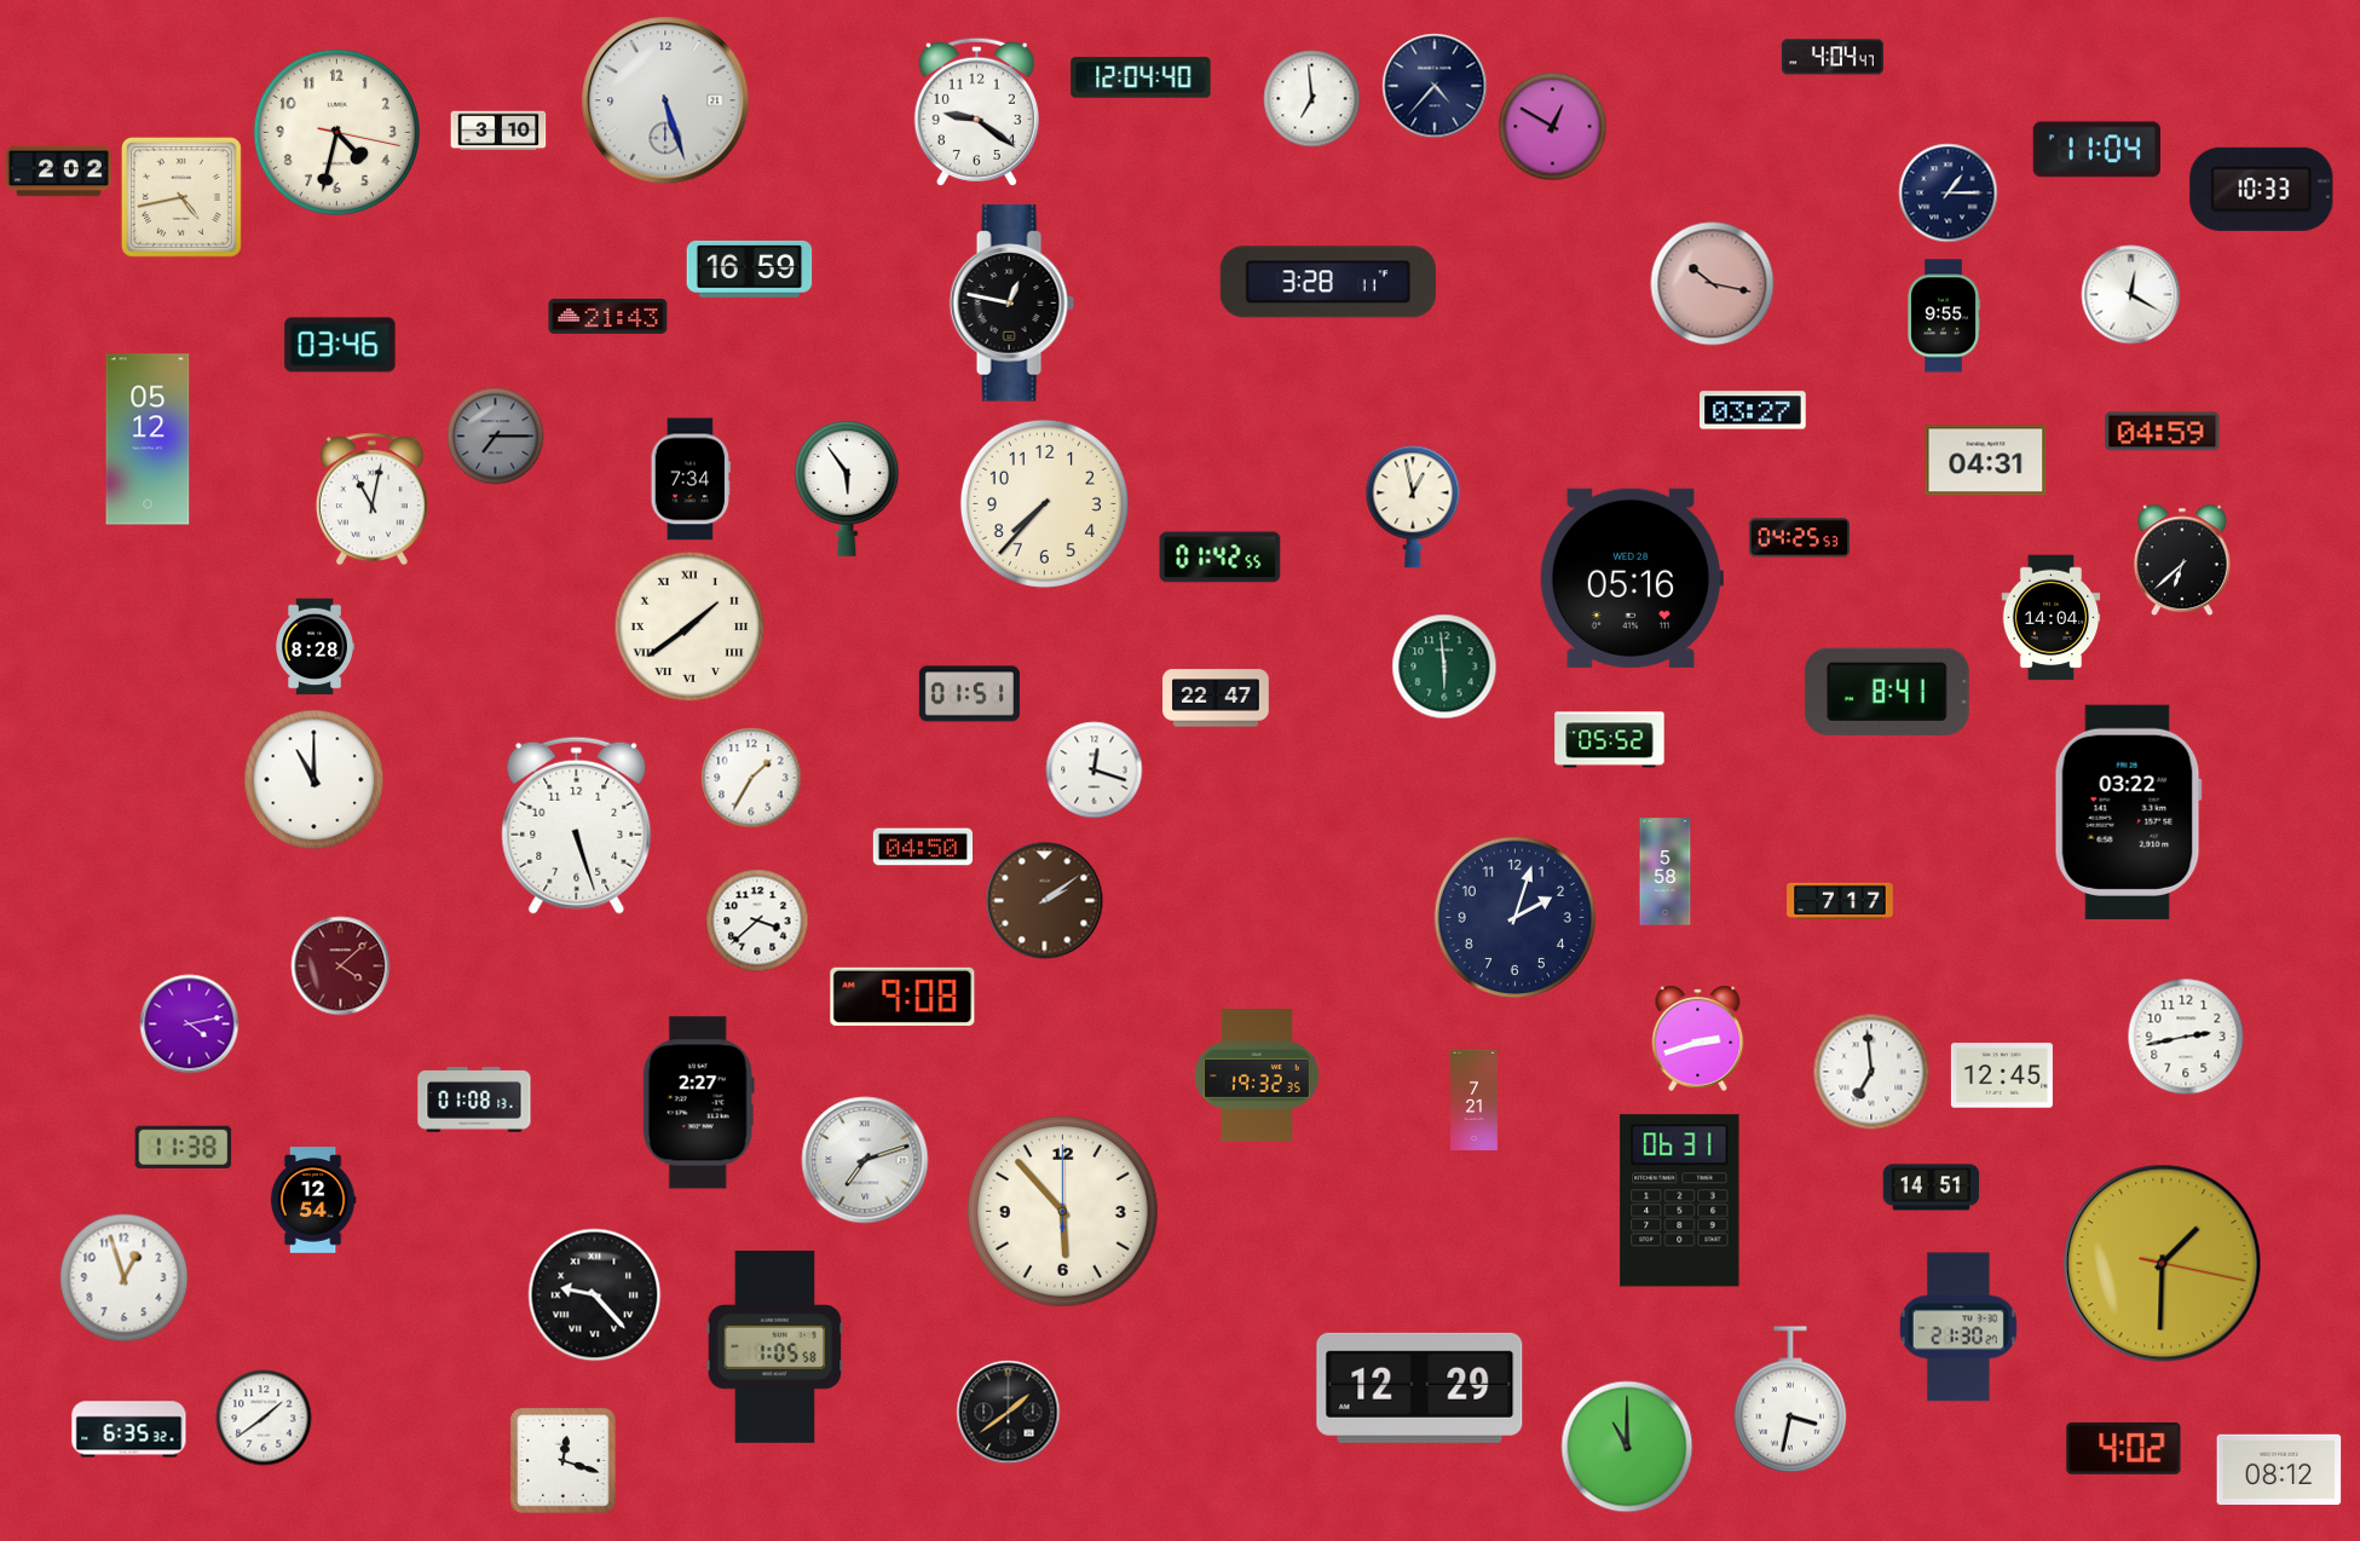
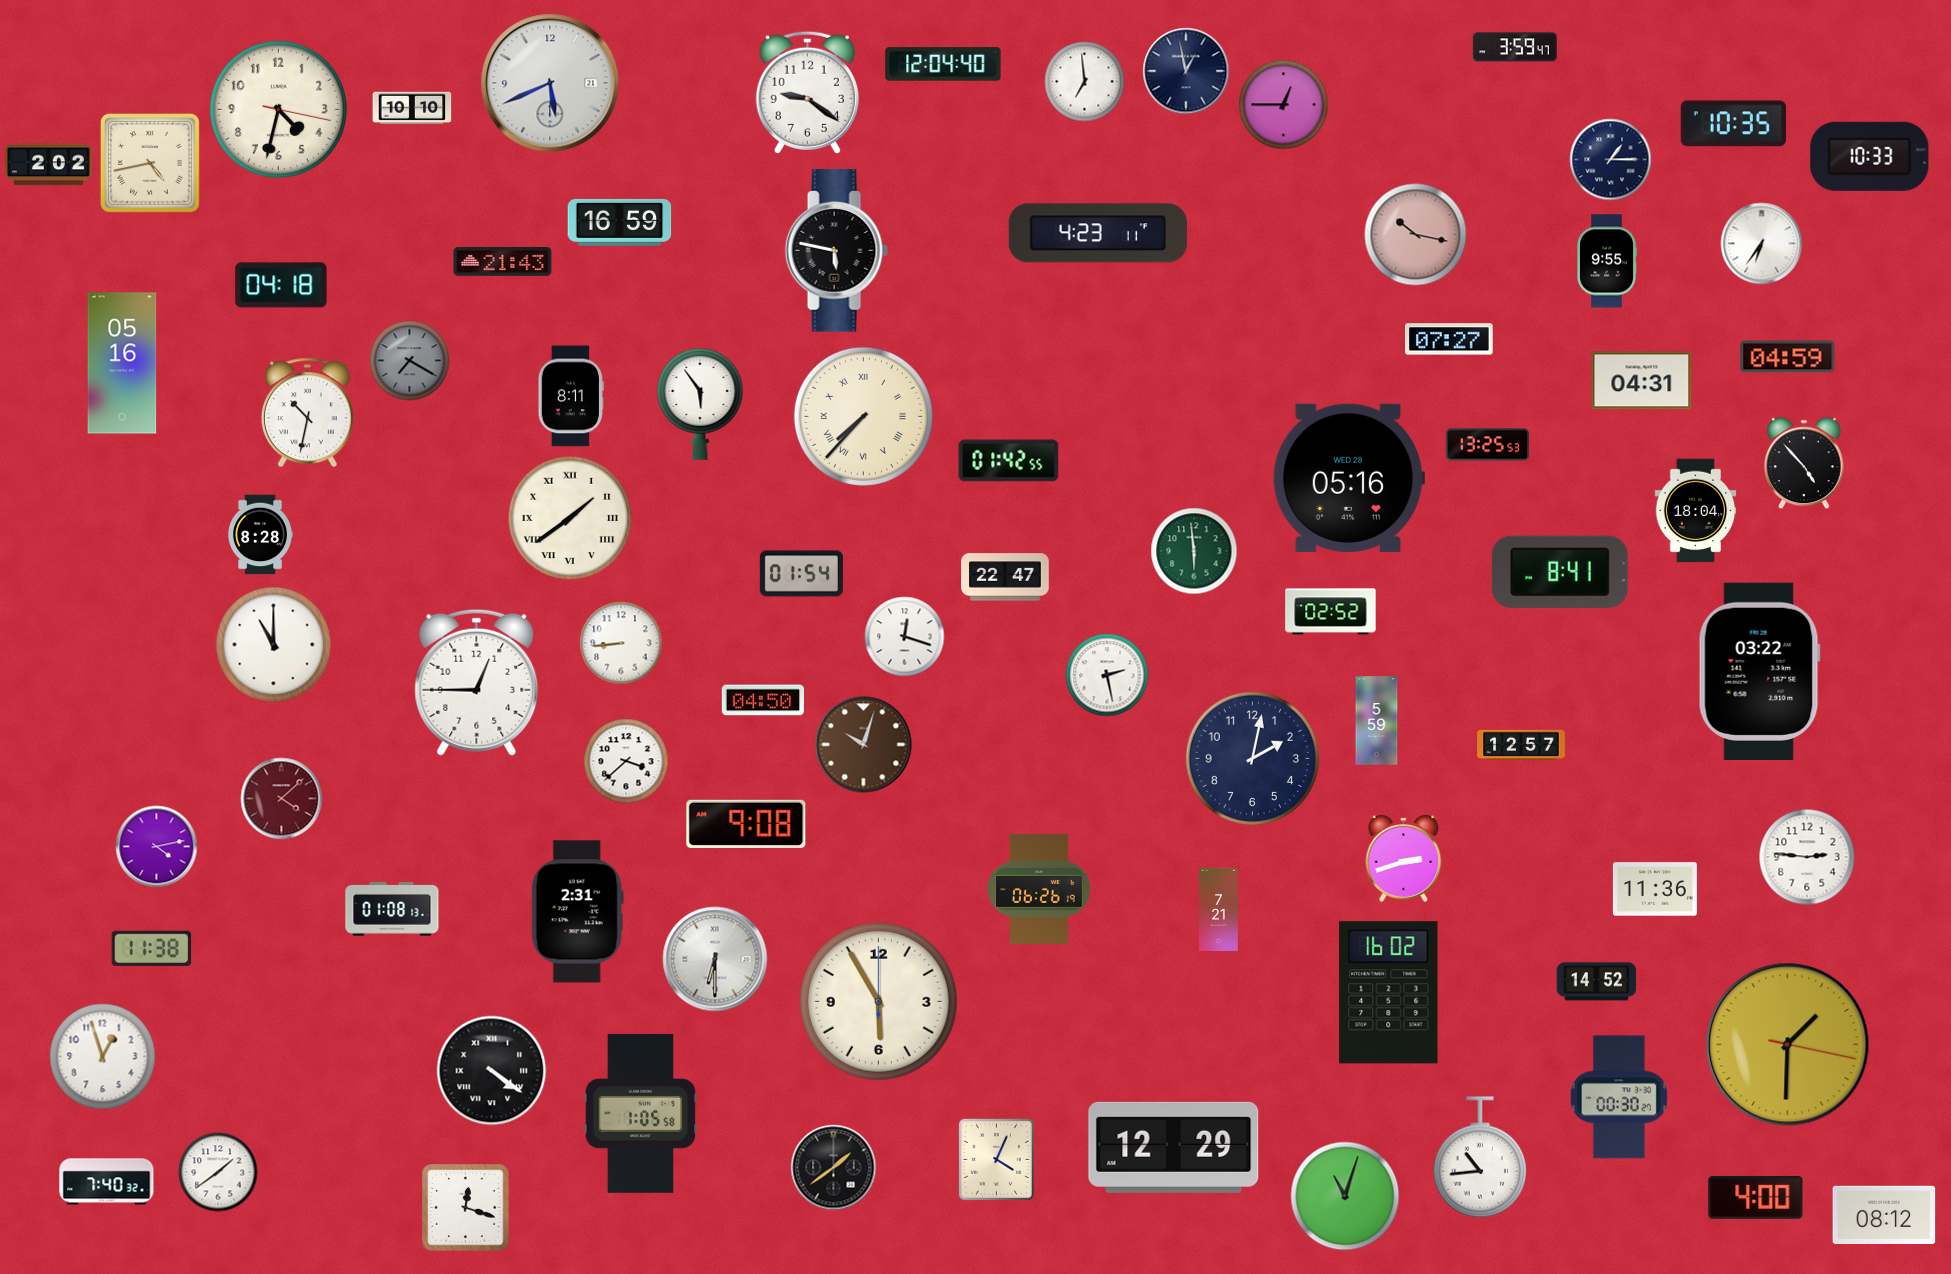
clock at (1833, 57): 4:04 -> 3:59
clock at (1435, 86): 4:37 -> 12:58
clock at (665, 100): 5:27 -> 5:41
clock at (1553, 127): 12:50 -> 12:45
clock at (498, 131): 3:10 -> 10:10
clock at (2096, 150): 11:04 -> 10:35
clock at (59, 172) position: (59, 172) -> (49, 165)
clock at (1328, 282): 3:28 -> 4:23
clock at (2131, 295): 12:20 -> 6:36
clock at (1011, 304): 12:47 -> 5:47
clock at (340, 345): 03:46 -> 04:18
clock at (1753, 410): 03:27 -> 07:27
clock at (496, 437): 7:15 -> 7:20
clock at (148, 439): 05:12 -> 05:16
clock at (689, 479): 7:34 -> 8:11
clock at (371, 500): 11:02 -> 10:32
clock at (1044, 503) numerals: Arabic -> Roman
clock at (1413, 507): 12:58 -> none
clock at (1799, 538): 04:25 -> 13:25
clock at (2183, 560): 6:38 -> 4:53
clock at (2052, 618): 14:04 -> 18:04
clock at (969, 694): 01:51 -> 01:54
clock at (1610, 740): 05:52 -> 02:52
clock at (751, 778): 1:35 -> 8:44
clock at (315, 780) position: (315, 780) -> (274, 645)
clock at (1107, 675): none -> 2:28
clock at (577, 825): 5:27 -> 12:45
clock at (1666, 872): 5:58 -> 5:59
clock at (1840, 900): 7:17 -> 12:57
clock at (1045, 901): 2:09 -> 10:03
clock at (1514, 917): 2:03 -> 2:02
clock at (2186, 1037): 2:43 -> 2:46
clock at (1871, 1072): 6:59 -> none
clock at (1257, 1075): 19:32 -> 06:26
clock at (2002, 1075): 12:45 -> 11:36
clock at (698, 1103): 2:27 -> 2:31
clock at (865, 1160): 7:12 -> 6:30
clock at (1932, 1188): 14:51 -> 14:52
clock at (313, 1200): 12:54 -> none
clock at (1680, 1201): 06:31 -> 16:02
clock at (1062, 1211): 5:53 -> 5:55
clock at (595, 1295): 9:23 -> 4:21
clock at (1958, 1327): 21:30 -> 00:30
clock at (1790, 1399): 3:32 -> 10:44
clock at (996, 1159): none -> 4:04
clock at (129, 1430): 6:35 -> 7:40
clock at (1627, 1447): 11:00 -> 11:03
clock at (2124, 1449): 4:02 -> 4:00
